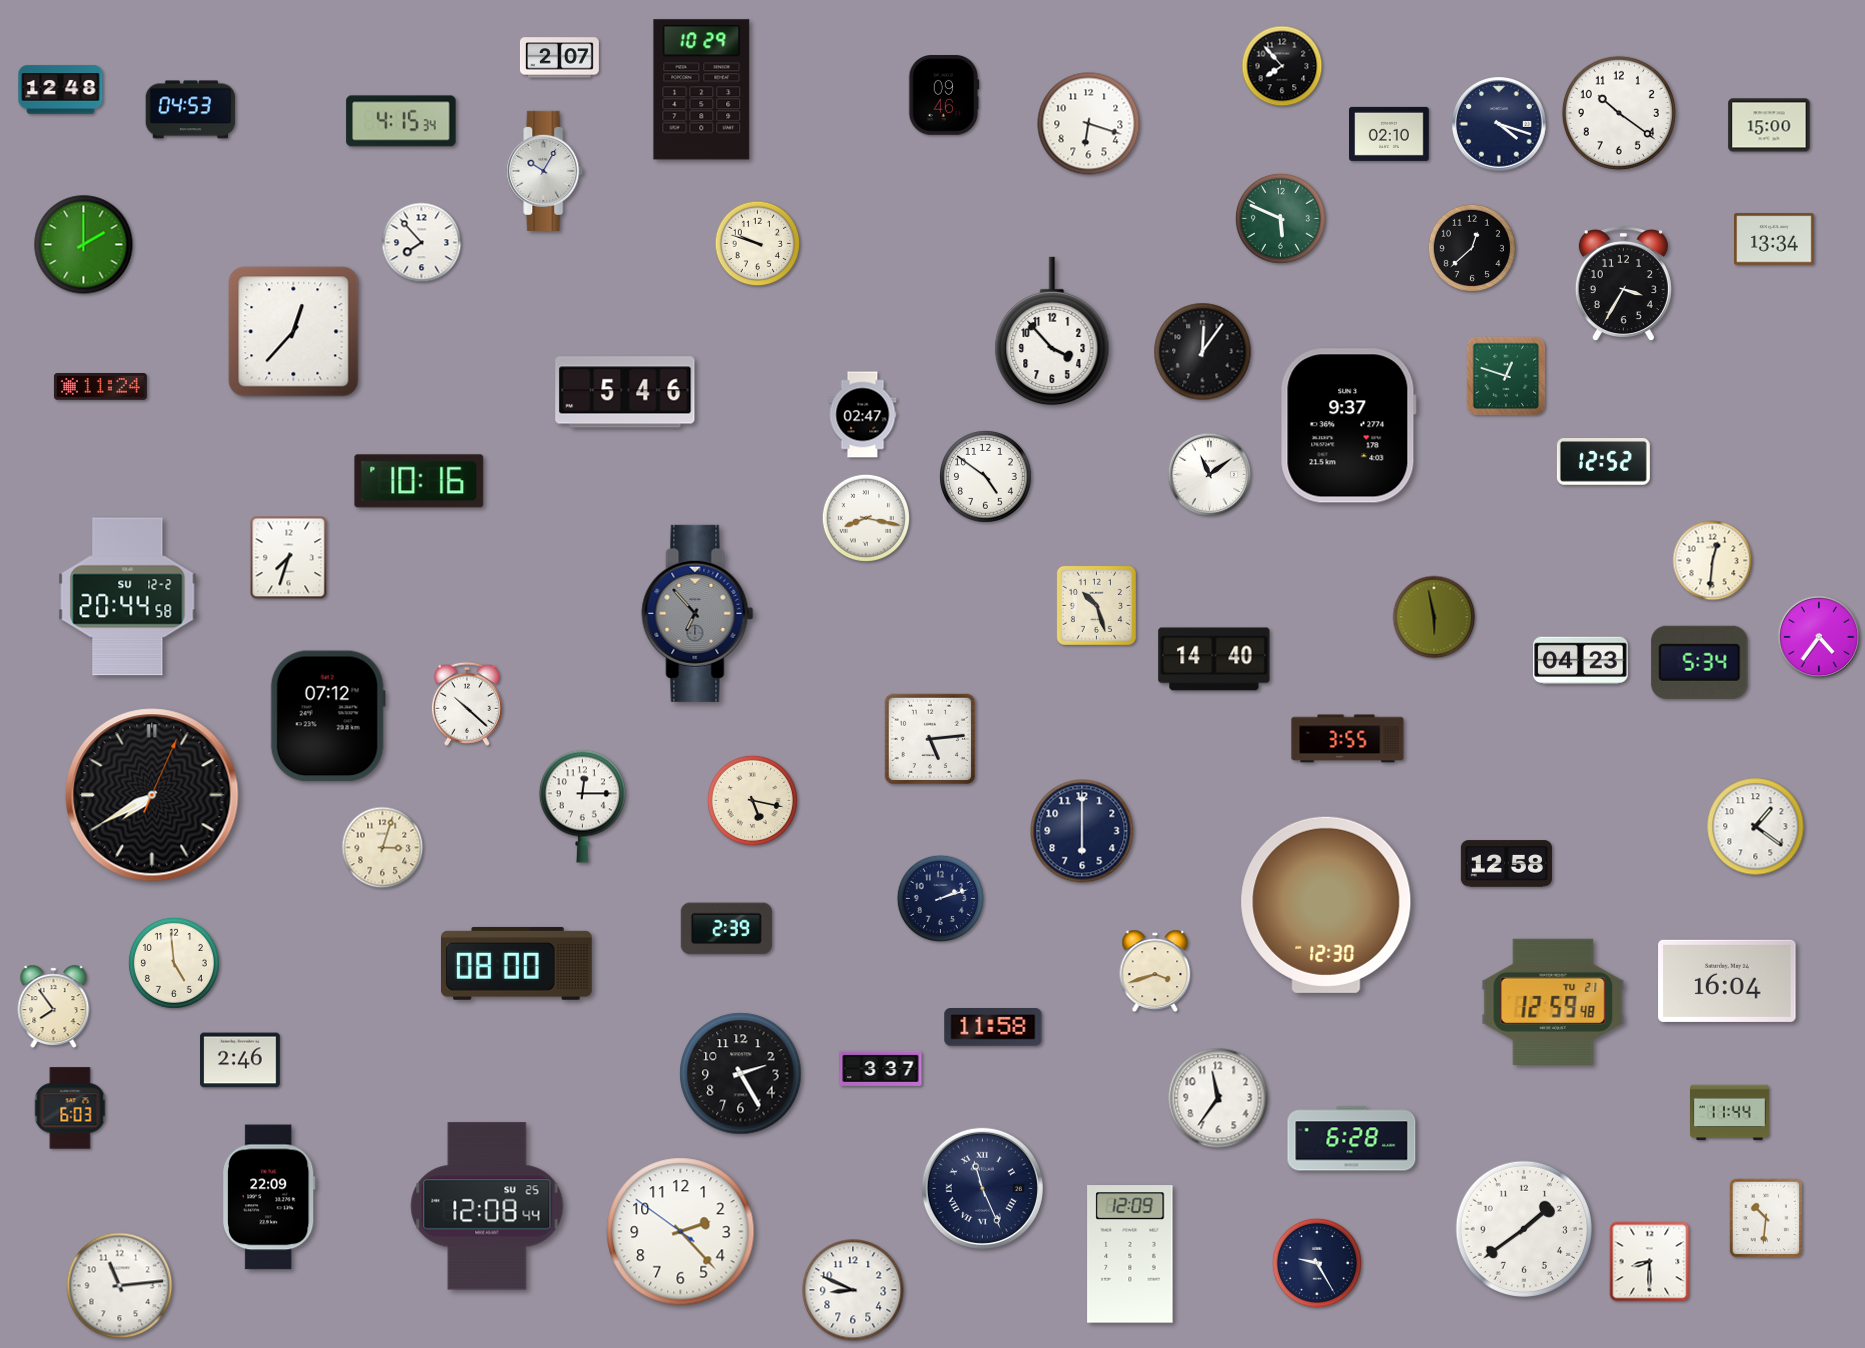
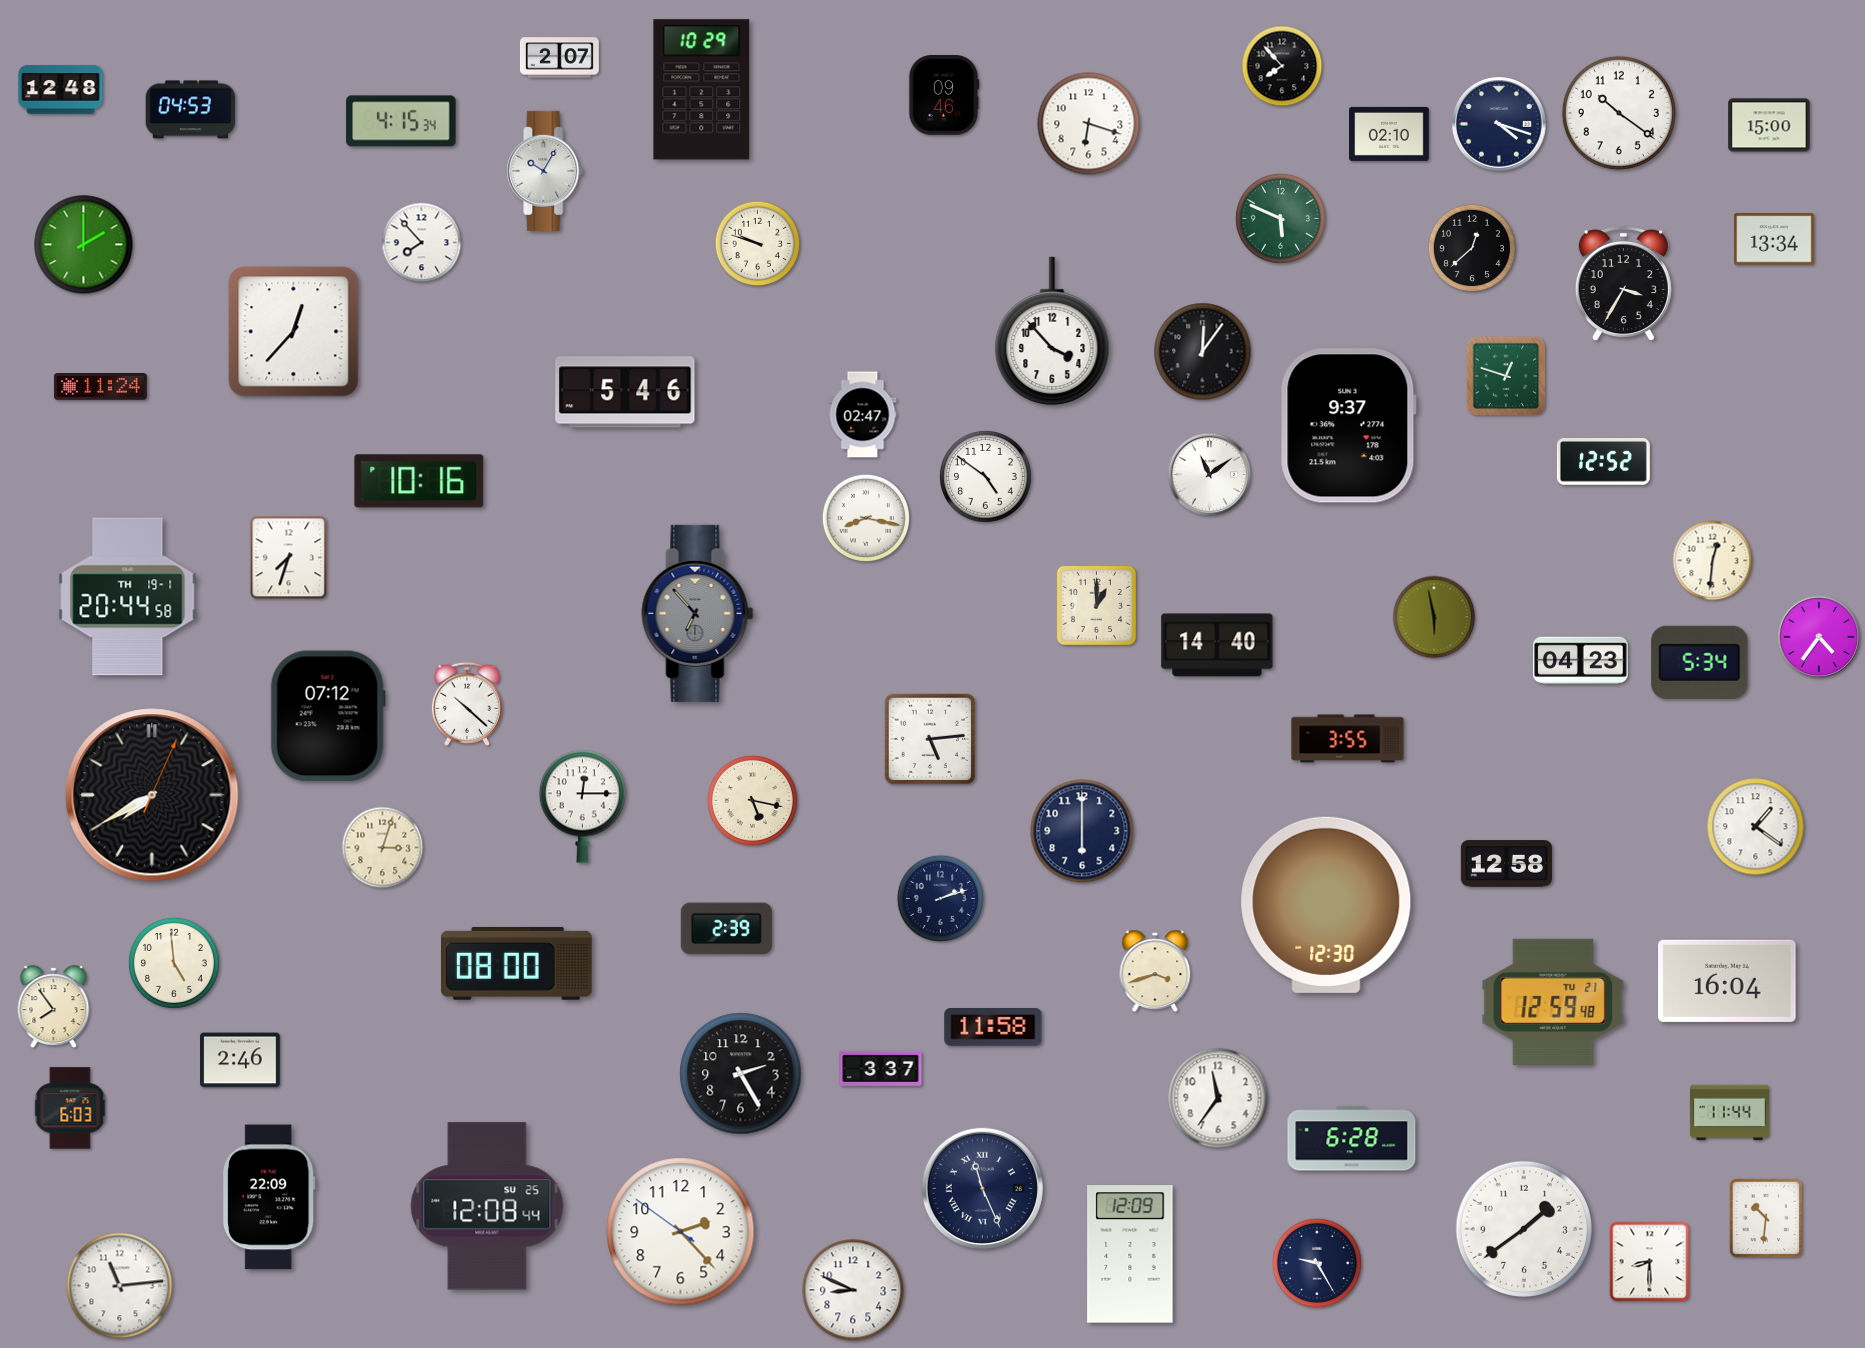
clock at (128, 597) date: SU 12-2 -> TH 19-1
clock at (1096, 605): 10:27 -> 1:00
clock at (1214, 659) position: (1214, 659) -> (1217, 645)
